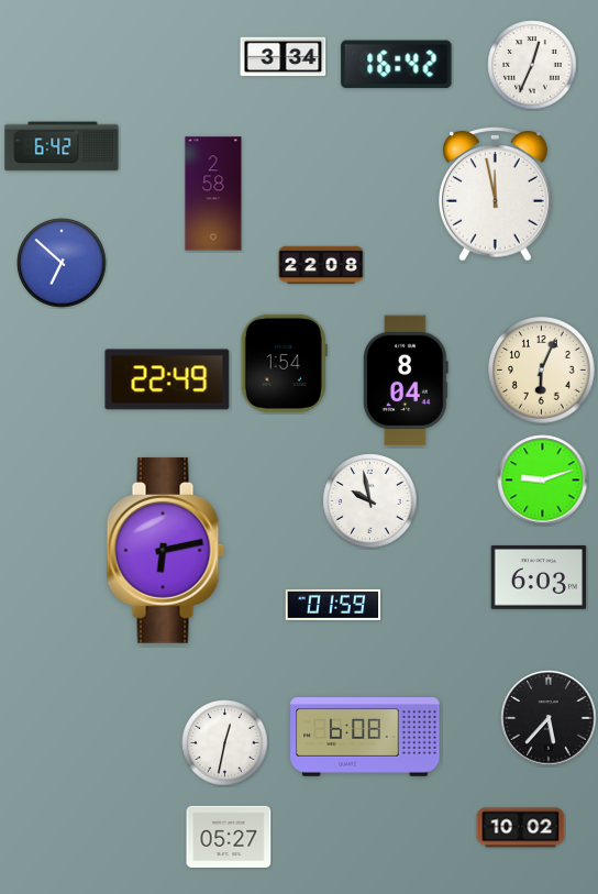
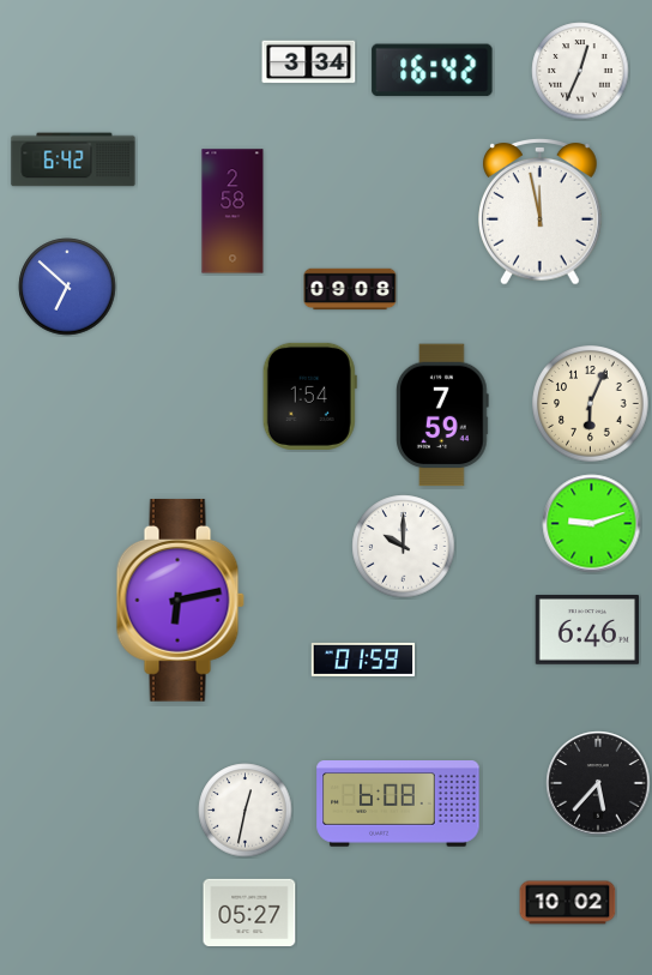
clock at (62, 146) position: (62, 146) -> (73, 160)
clock at (321, 265): 22:08 -> 09:08
clock at (167, 379): 22:49 -> none
clock at (406, 380): 8:04 -> 7:59
clock at (370, 501): 9:58 -> 10:00
clock at (539, 578): 6:03 -> 6:46
